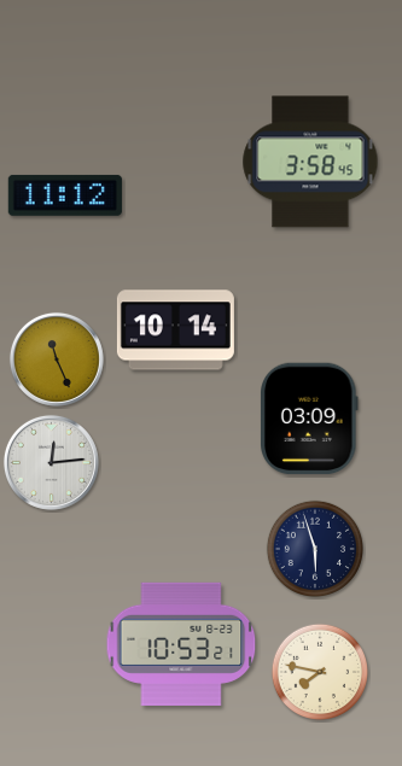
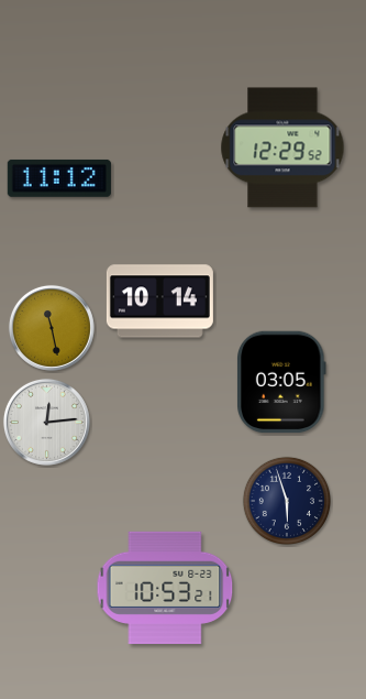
clock at (310, 162): 3:58 -> 12:29
clock at (57, 359): 11:26 -> 11:28
clock at (310, 419): 03:09 -> 03:05
clock at (319, 671): 7:47 -> none
